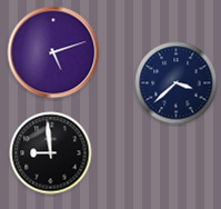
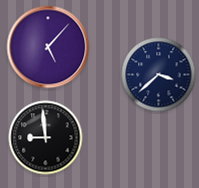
clock at (53, 52): 5:12 -> 5:07
